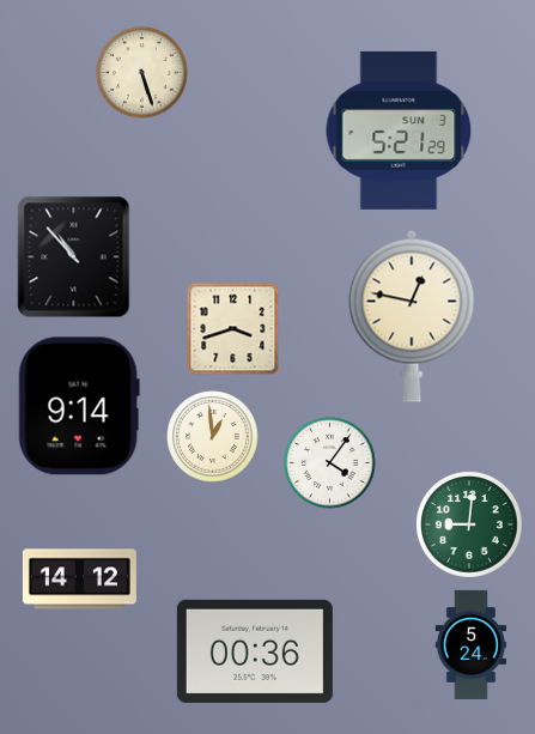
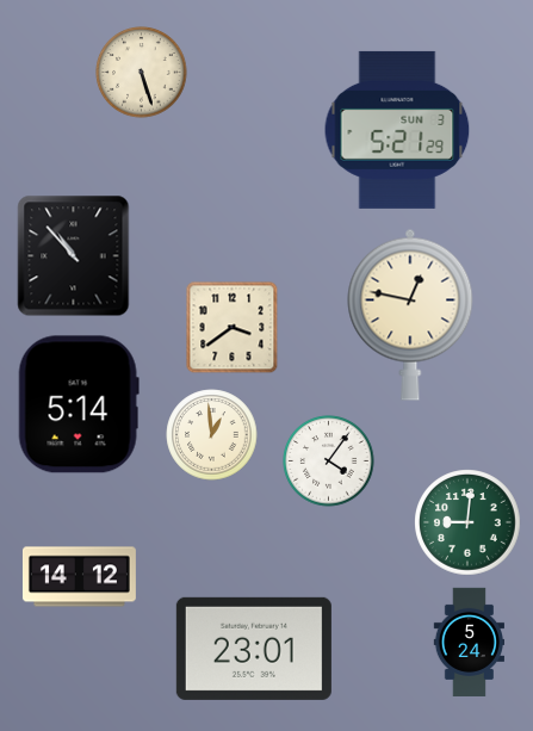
clock at (232, 328): 3:42 -> 3:39
clock at (79, 406): 9:14 -> 5:14
clock at (255, 651): 00:36 -> 23:01
